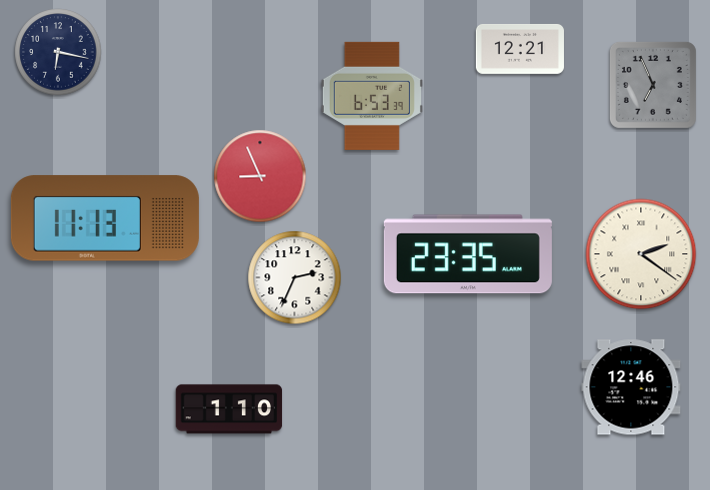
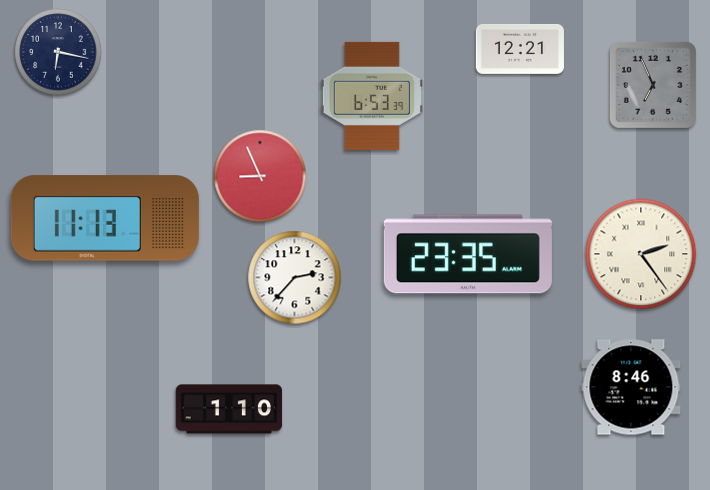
clock at (641, 254): 2:21 -> 2:24
clock at (295, 278): 2:34 -> 2:37
clock at (631, 387): 12:46 -> 8:46
